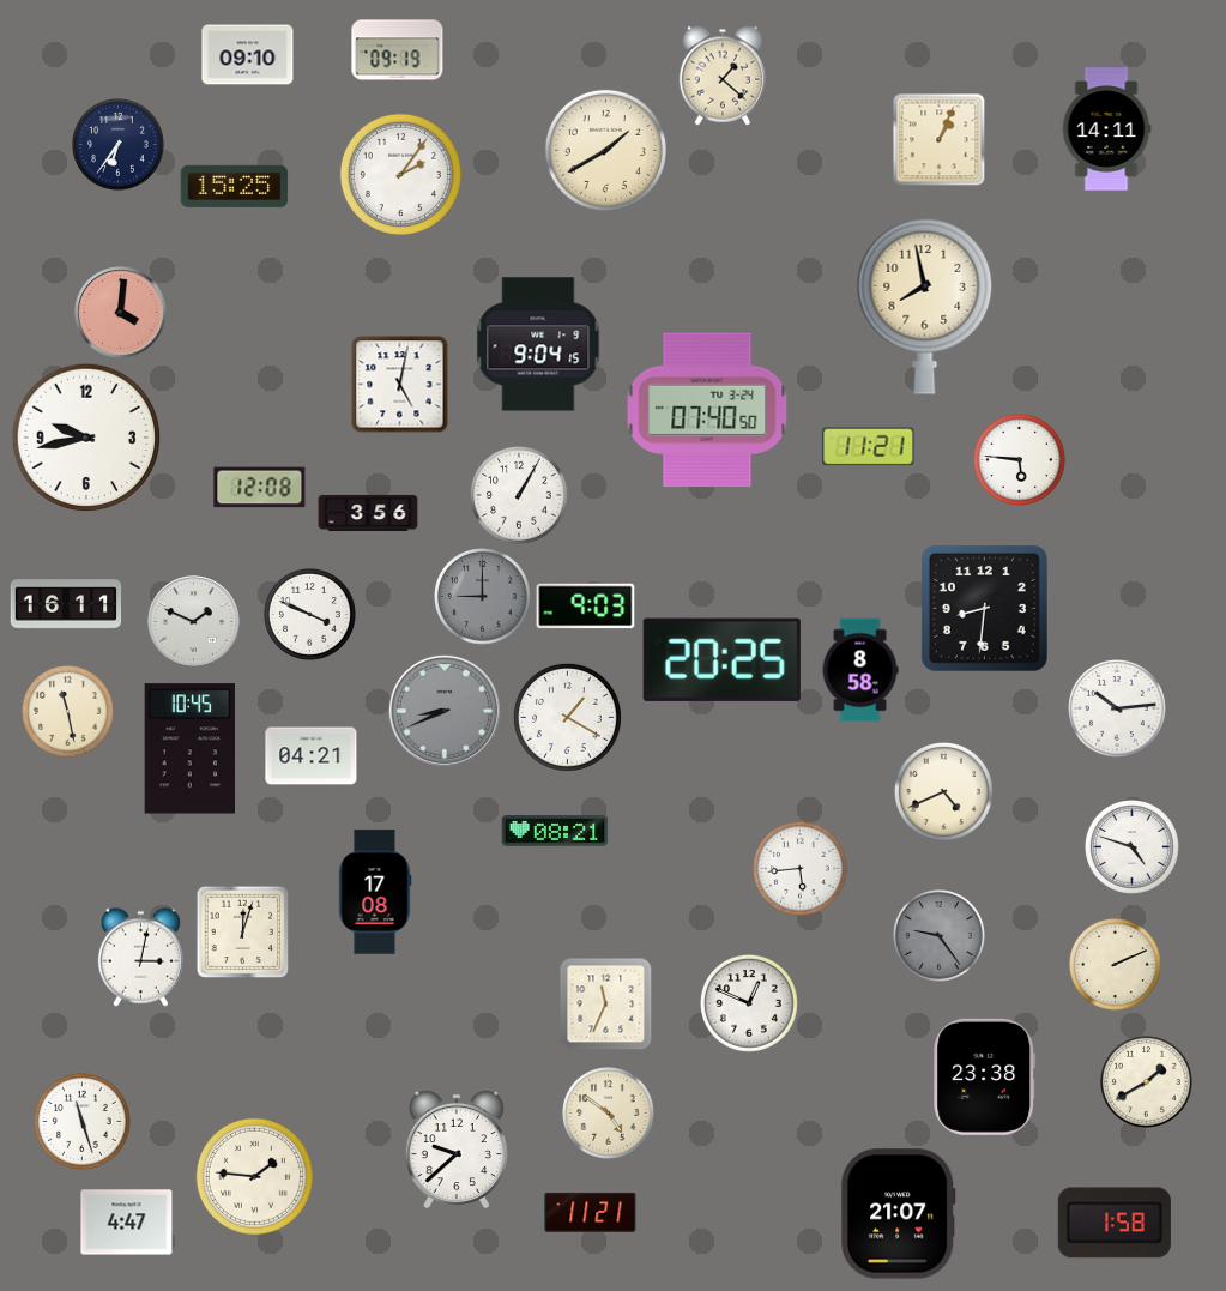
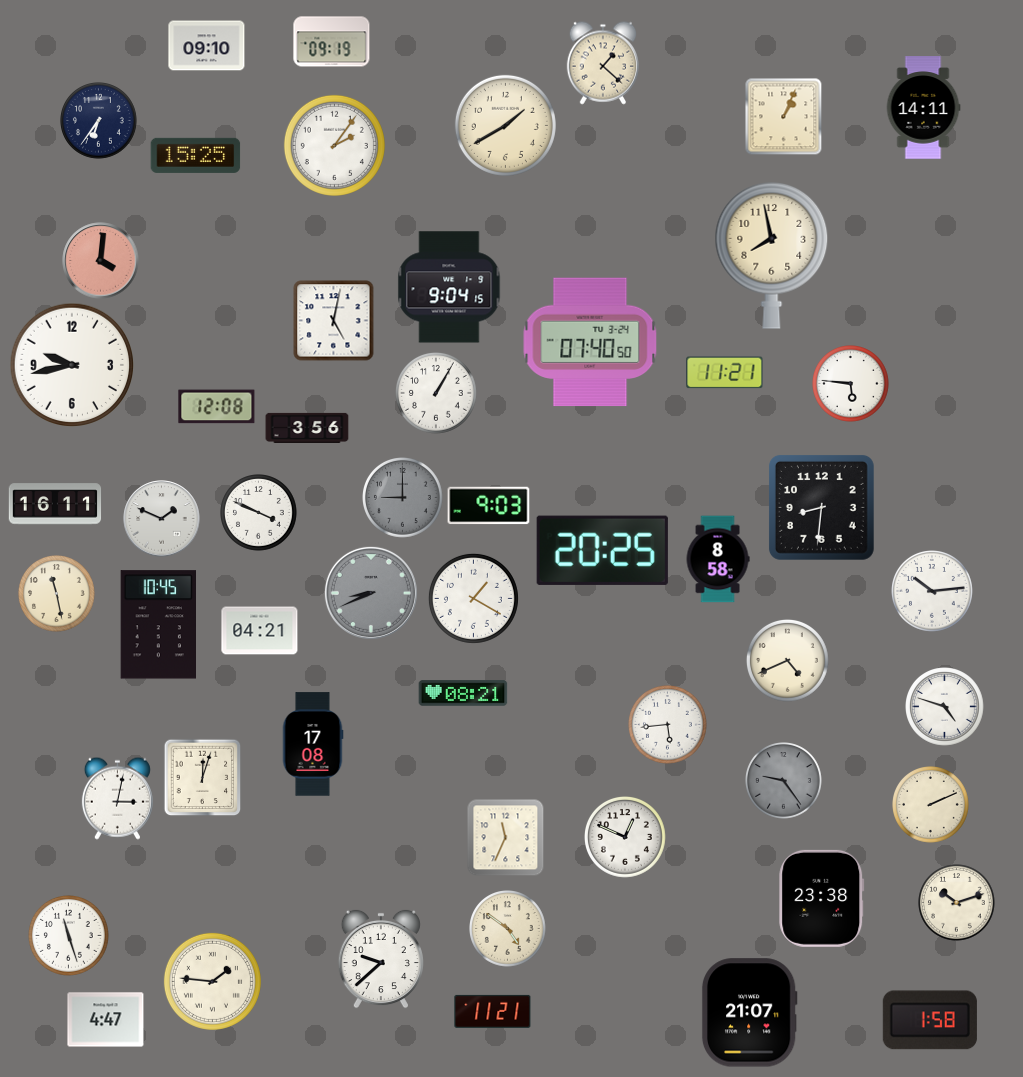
clock at (520, 496) position: (520, 496) -> (437, 394)
clock at (1147, 1082): 1:40 -> 10:12
